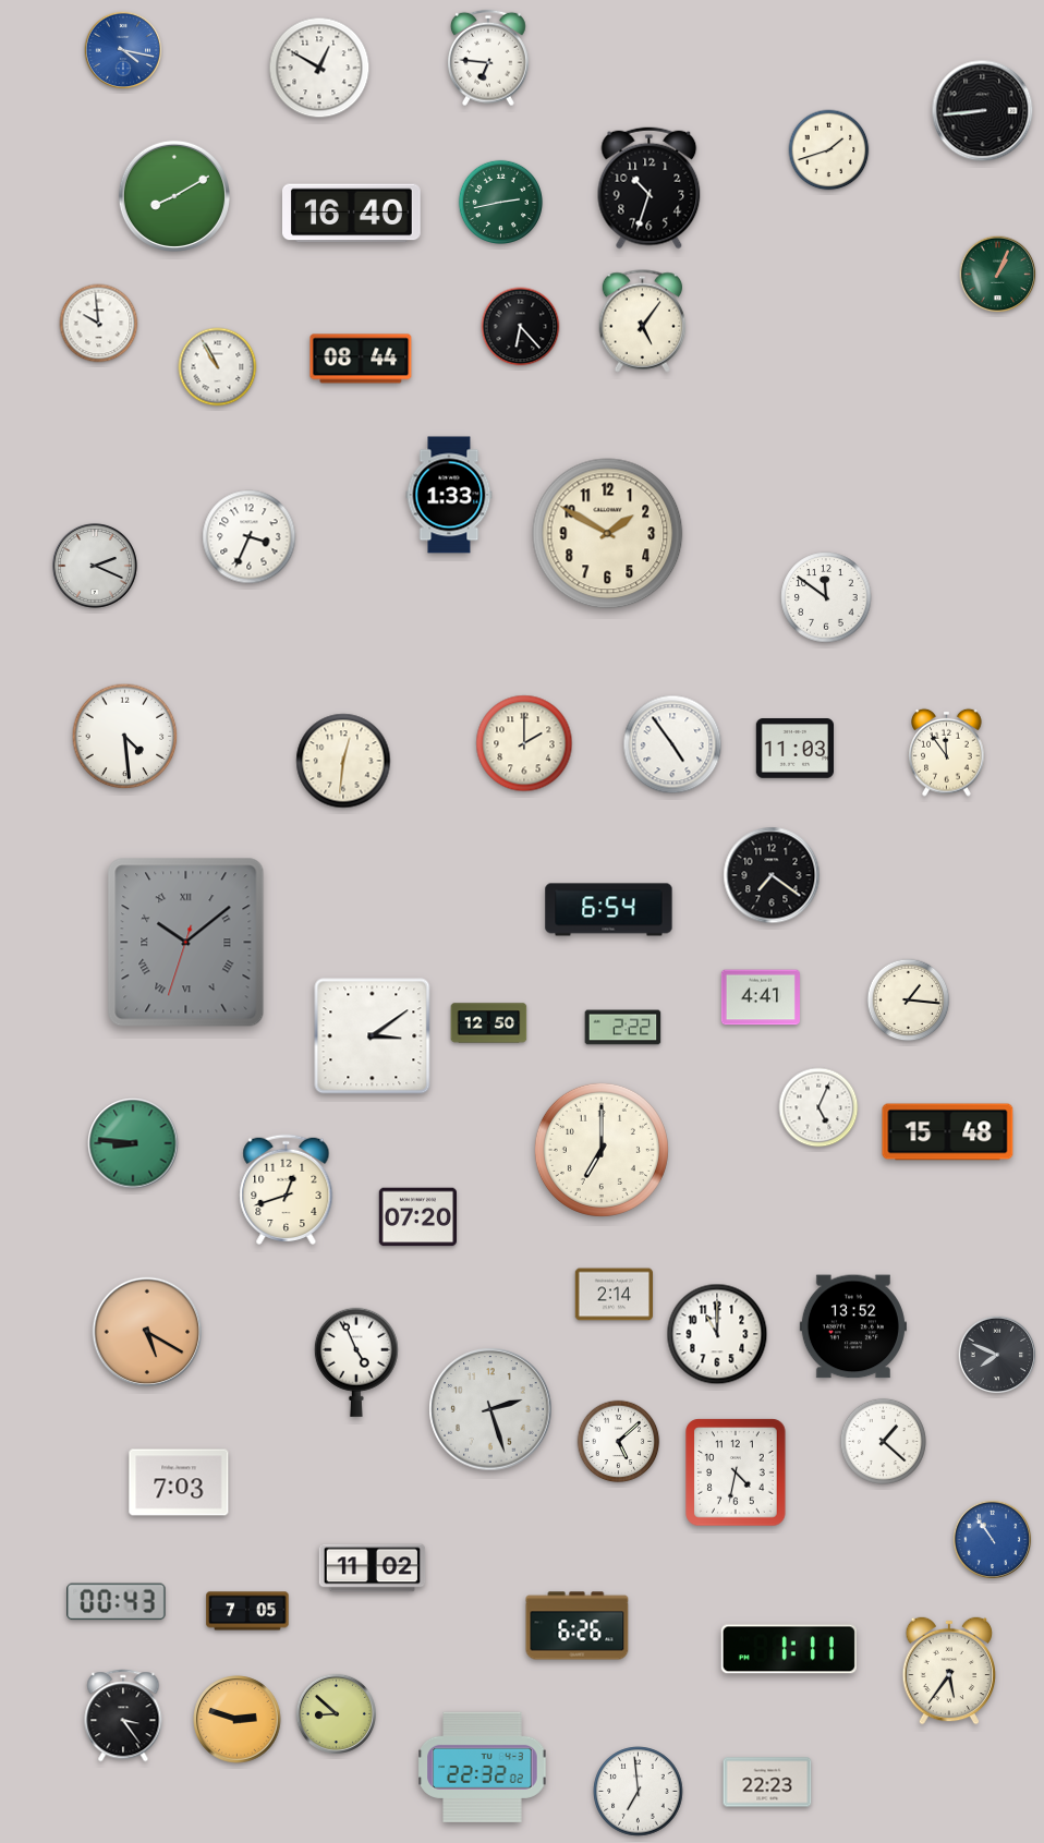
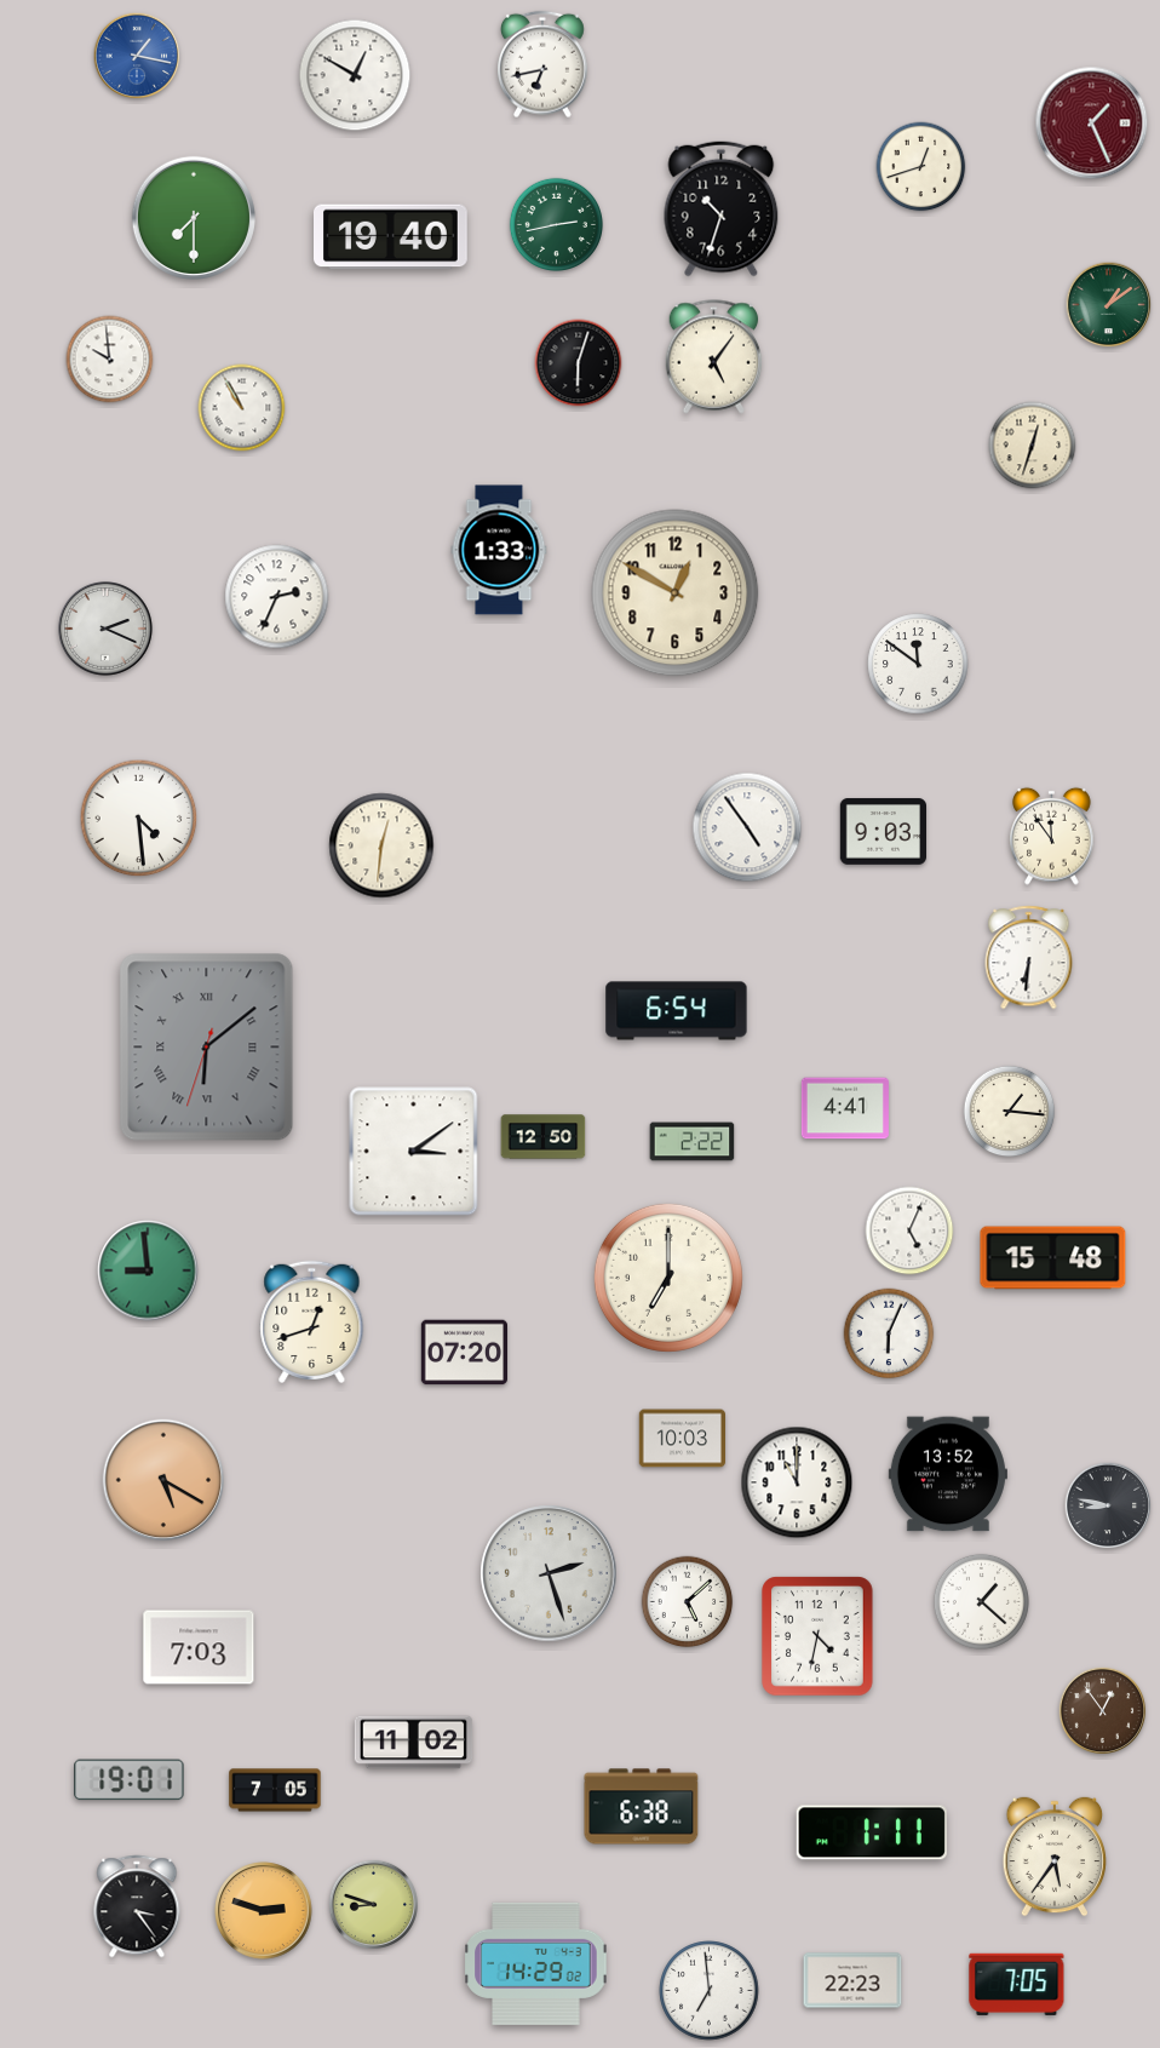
clock at (123, 50): 4:17 -> 1:17
clock at (489, 58): 6:46 -> 6:43
clock at (983, 111): 8:44 -> 1:26
clock at (983, 111) dial: black -> burgundy
clock at (829, 150): 1:42 -> 12:42
clock at (173, 195): 8:10 -> 7:30
clock at (352, 214): 16:40 -> 19:40
clock at (998, 275): 1:04 -> 1:09
clock at (521, 327): 6:23 -> 6:03
clock at (361, 359): 08:44 -> none
clock at (1033, 446): none -> 12:33
clock at (608, 534): 1:50 -> 12:50
clock at (250, 537): 3:34 -> 2:34
clock at (524, 743): 2:00 -> none
clock at (794, 749): 11:03 -> 9:03
clock at (1029, 958): none -> 6:31
clock at (772, 875): 7:21 -> none
clock at (186, 943): 10:08 -> 6:08
clock at (133, 1143): 8:46 -> 8:59
clock at (287, 1189) position: (287, 1189) -> (312, 1321)
clock at (889, 1333): none -> 6:04
clock at (614, 1295): 2:14 -> 10:03
clock at (997, 1355): 7:49 -> 8:47
clock at (356, 1362): 4:56 -> none
clock at (490, 1409) position: (490, 1409) -> (549, 1573)
clock at (993, 1540): 10:54 -> 12:54
clock at (993, 1540) dial: blue -> brown
clock at (117, 1602): 00:43 -> 19:01
clock at (578, 1626): 6:26 -> 6:38
clock at (789, 1649) position: (789, 1649) -> (872, 1832)
clock at (336, 1713): 8:52 -> 8:48
clock at (483, 1767): 22:32 -> 14:29
clock at (1017, 1984): none -> 7:05
